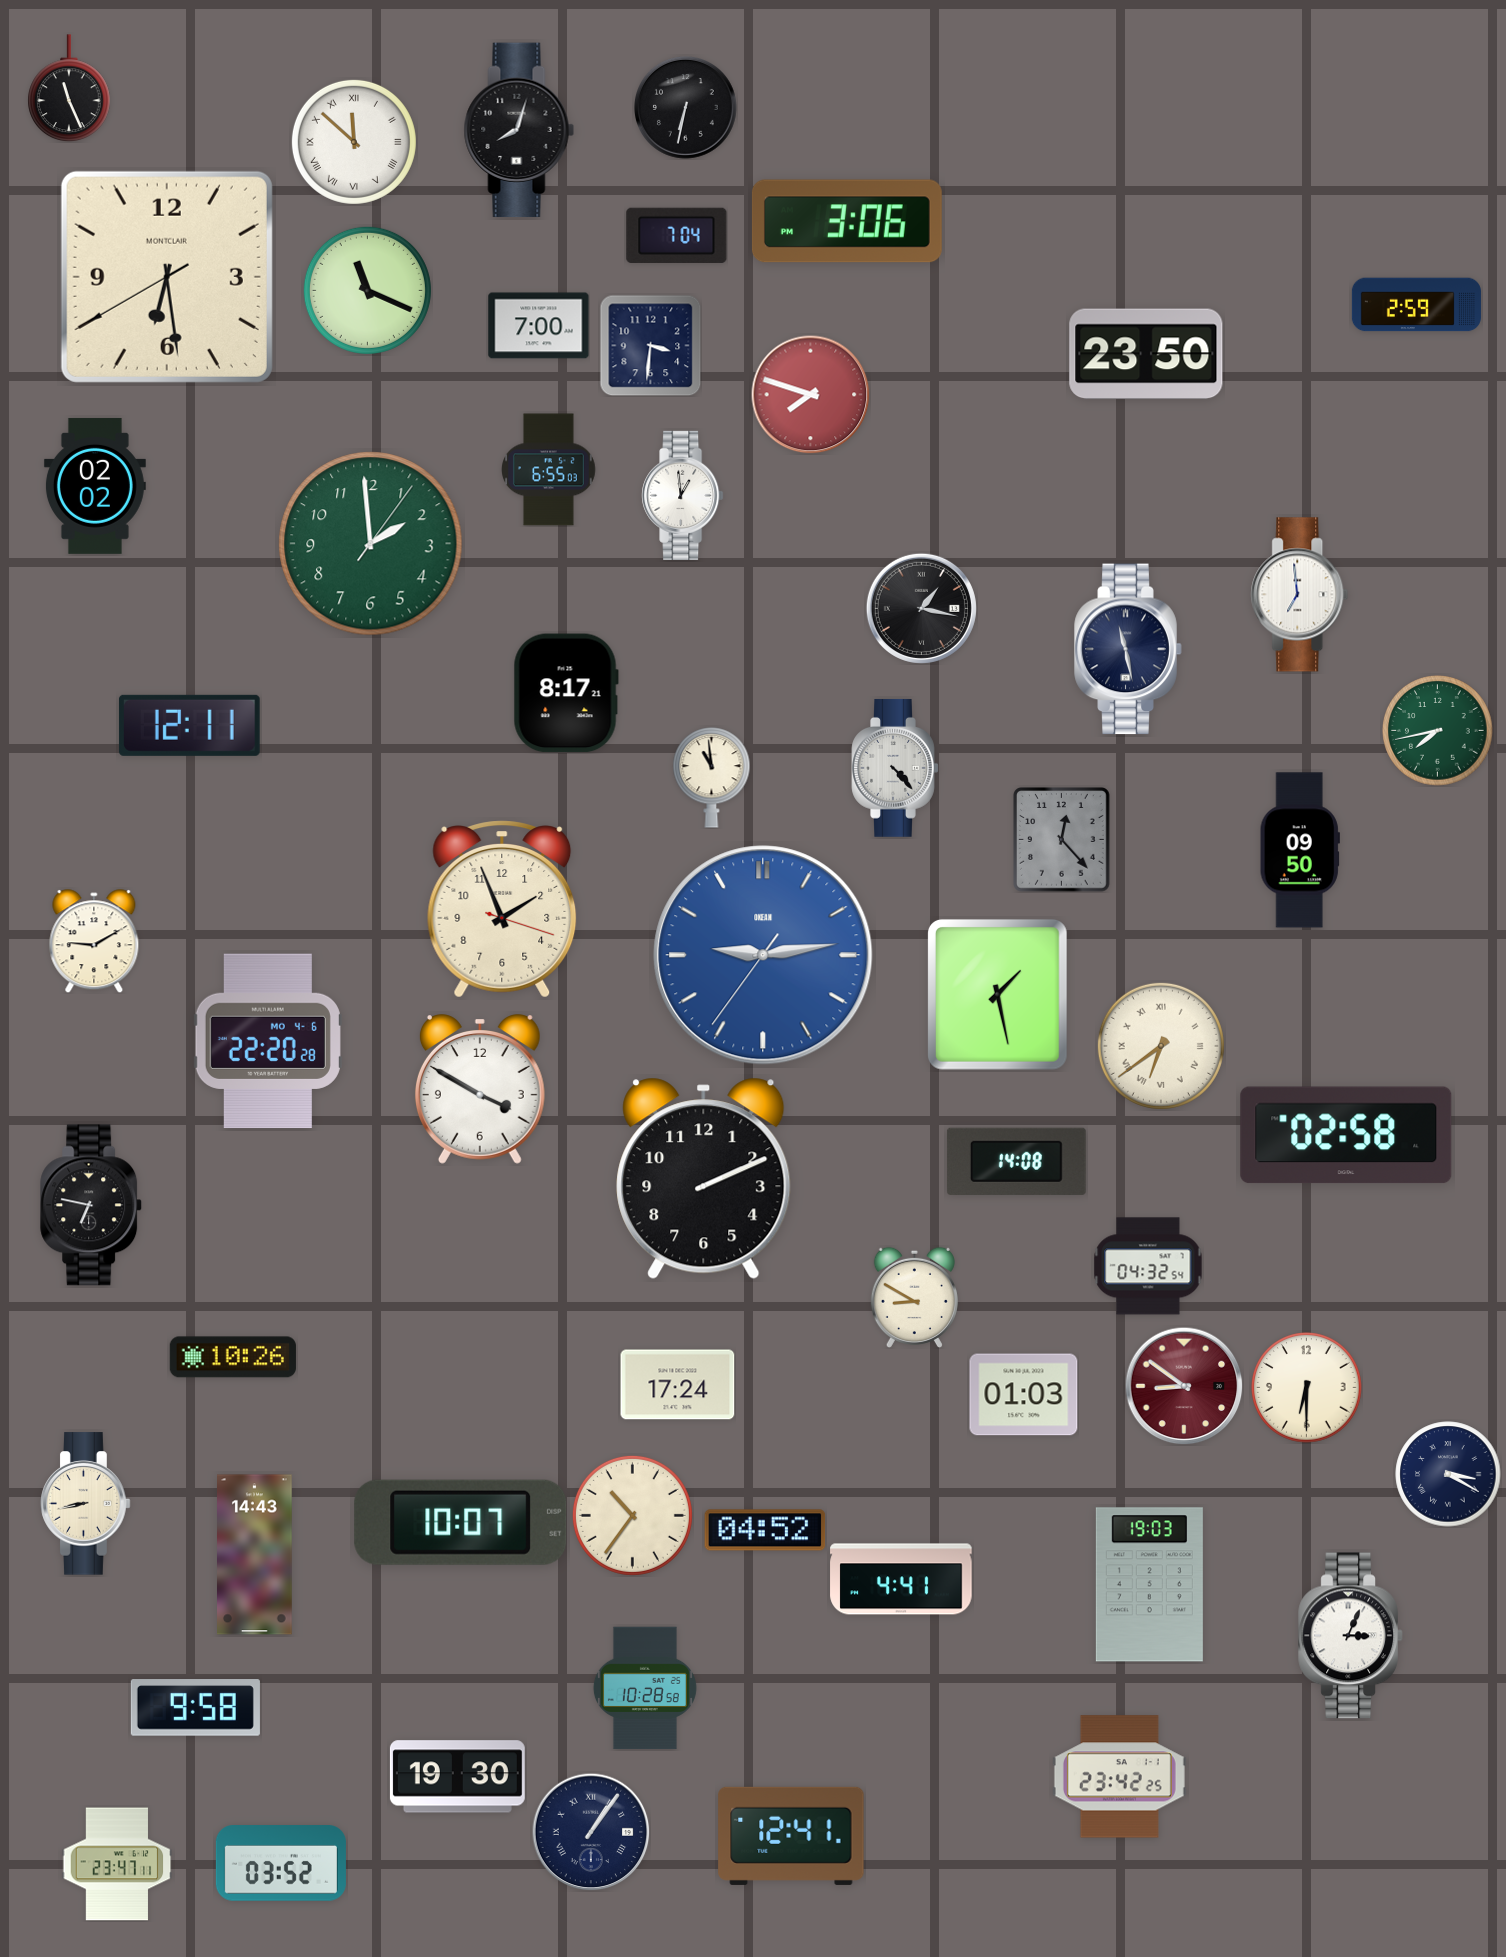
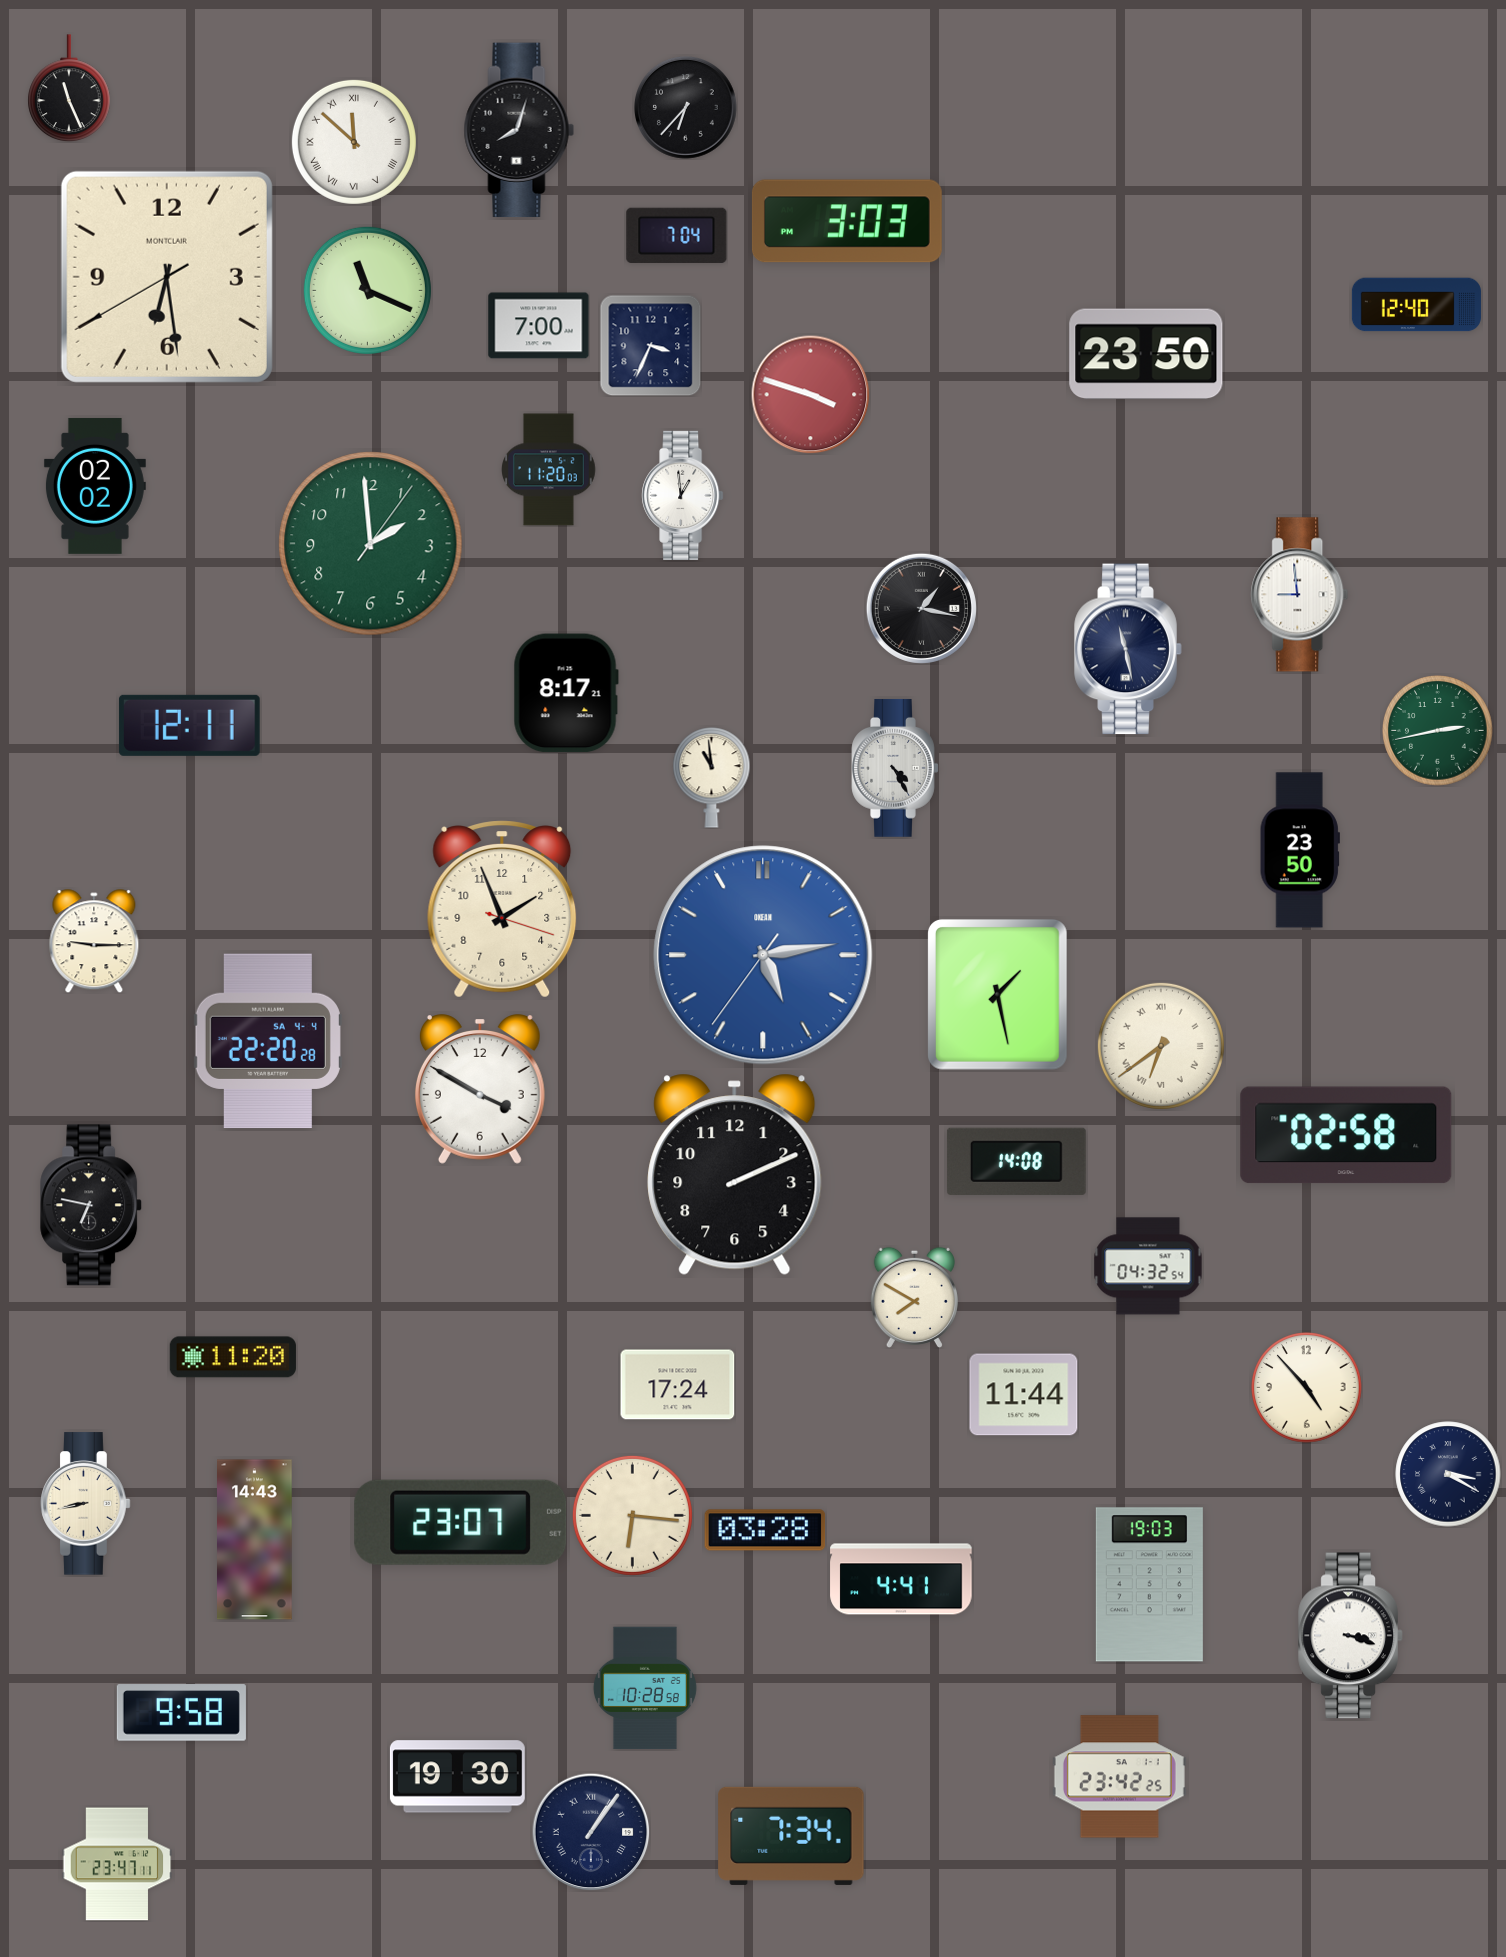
clock at (686, 108): 6:32 -> 6:37
clock at (847, 221): 3:06 -> 3:03
clock at (1416, 305): 2:59 -> 12:40
clock at (650, 345): 3:31 -> 3:34
clock at (811, 395): 7:48 -> 3:48
clock at (549, 470): 6:55 -> 11:20
clock at (1300, 595): 6:59 -> 8:59
clock at (1438, 731): 7:43 -> 2:43
clock at (895, 768): 4:23 -> 4:25
clock at (1062, 840): 12:23 -> none
clock at (1300, 850): 09:50 -> 23:50
clock at (94, 941): 9:10 -> 9:15
clock at (763, 955): 9:13 -> 5:13
clock at (268, 1041) date: MO 4-6 -> SA 4-4
clock at (704, 1178) position: (704, 1178) -> (735, 1174)
clock at (914, 1297): 8:50 -> 7:50
clock at (233, 1357): 10:26 -> 11:20
clock at (1184, 1386): 8:51 -> none
clock at (1307, 1388): 6:30 -> 4:53
clock at (1024, 1395): 01:03 -> 11:44
clock at (632, 1515): 10:36 -> 6:16
clock at (461, 1522): 10:07 -> 23:07
clock at (765, 1530): 04:52 -> 03:28
clock at (255, 1555) position: (255, 1555) -> (255, 1540)
clock at (1351, 1636): 3:04 -> 3:18
clock at (195, 1708) position: (195, 1708) -> (181, 1713)
clock at (791, 1836): 12:41 -> 7:34
clock at (281, 1863): 03:52 -> none
